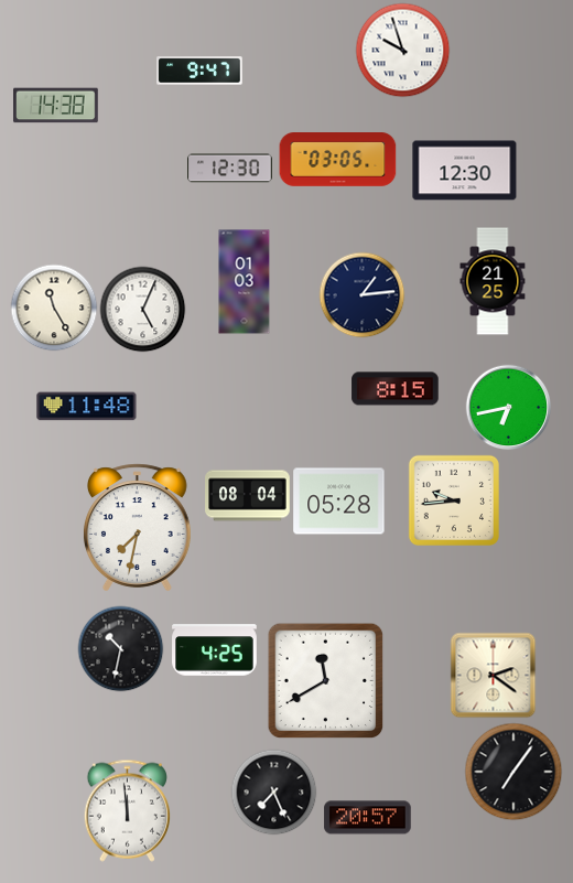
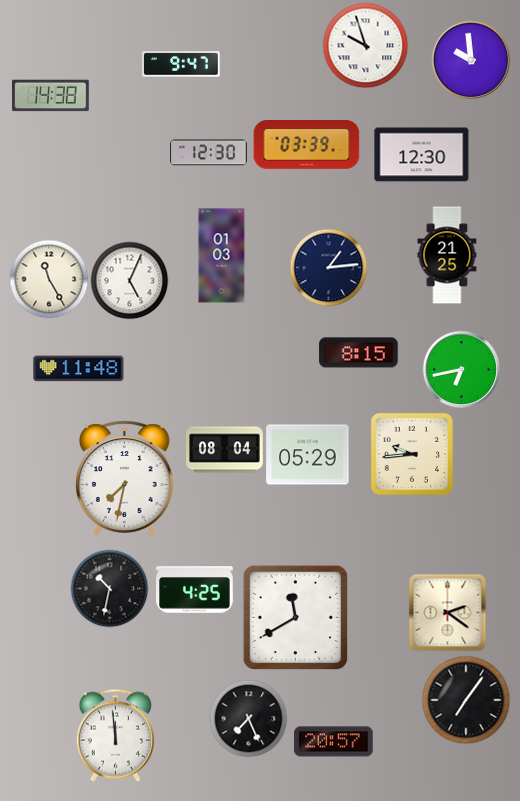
clock at (471, 60): none -> 9:59
clock at (338, 160): 03:05 -> 03:39
clock at (339, 502): 05:28 -> 05:29
